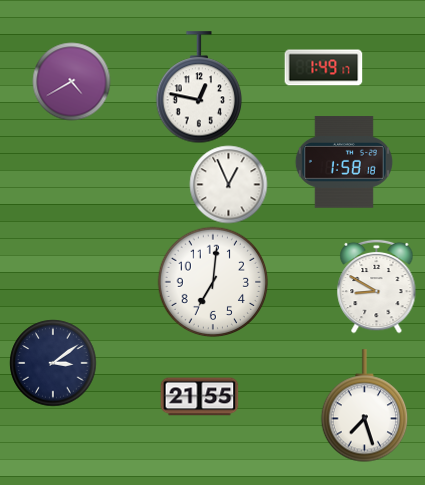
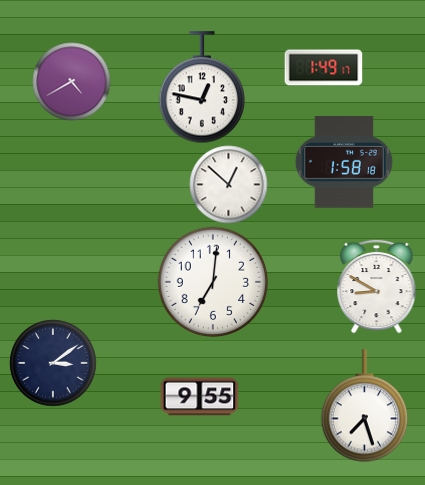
clock at (199, 87) position: (199, 87) -> (202, 87)
clock at (228, 184): 12:56 -> 12:52
clock at (199, 397): 21:55 -> 9:55
